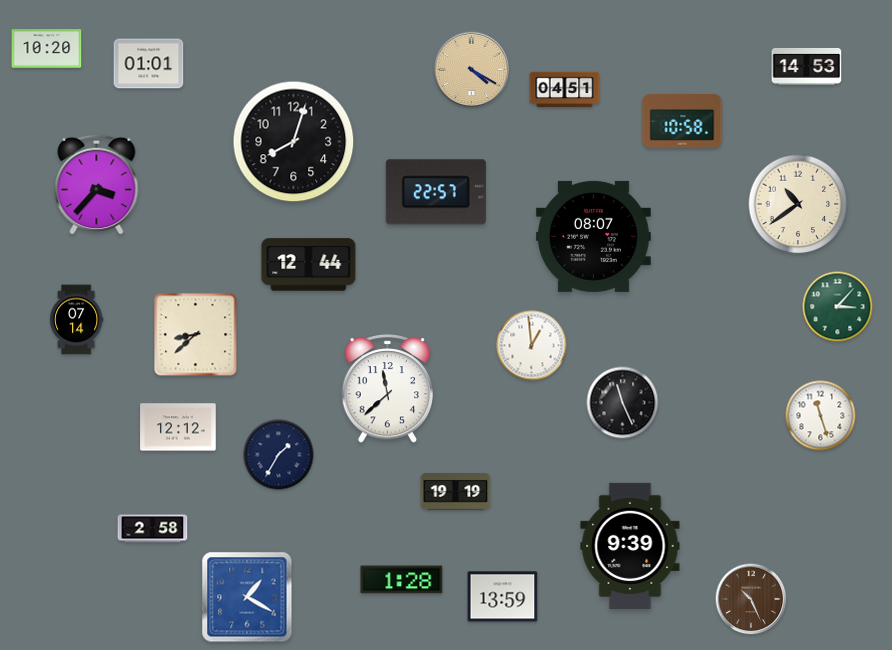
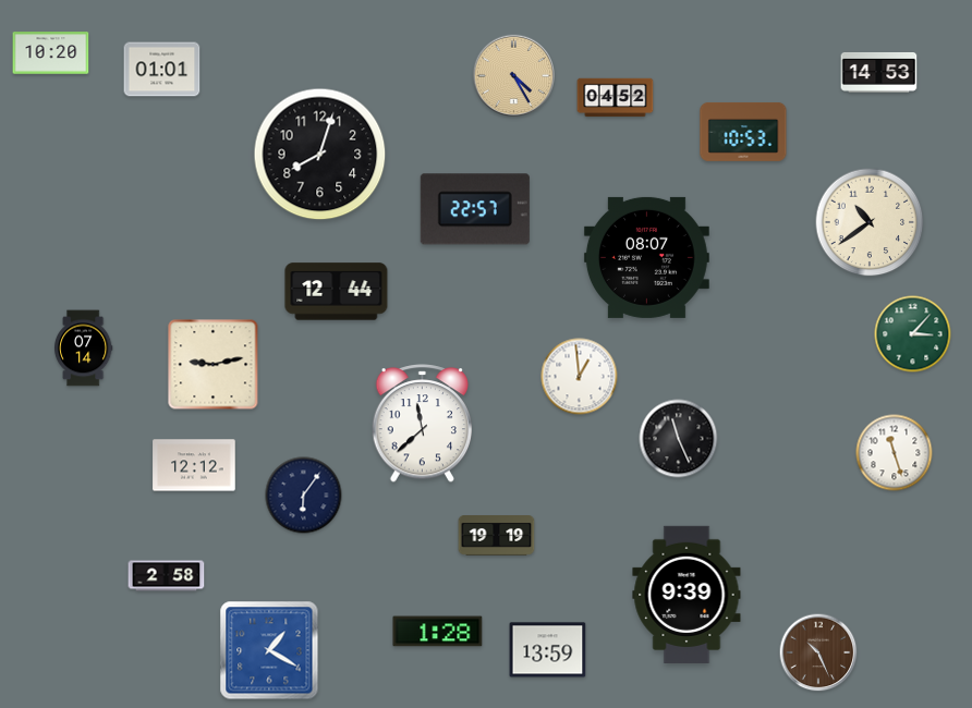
clock at (471, 69): 4:20 -> 4:25
clock at (565, 90): 04:51 -> 04:52
clock at (682, 121): 10:58 -> 10:53
clock at (97, 184): 3:37 -> none
clock at (309, 265) position: (309, 265) -> (337, 292)
clock at (196, 335): 8:38 -> 9:13
clock at (279, 455): 1:35 -> 6:06
